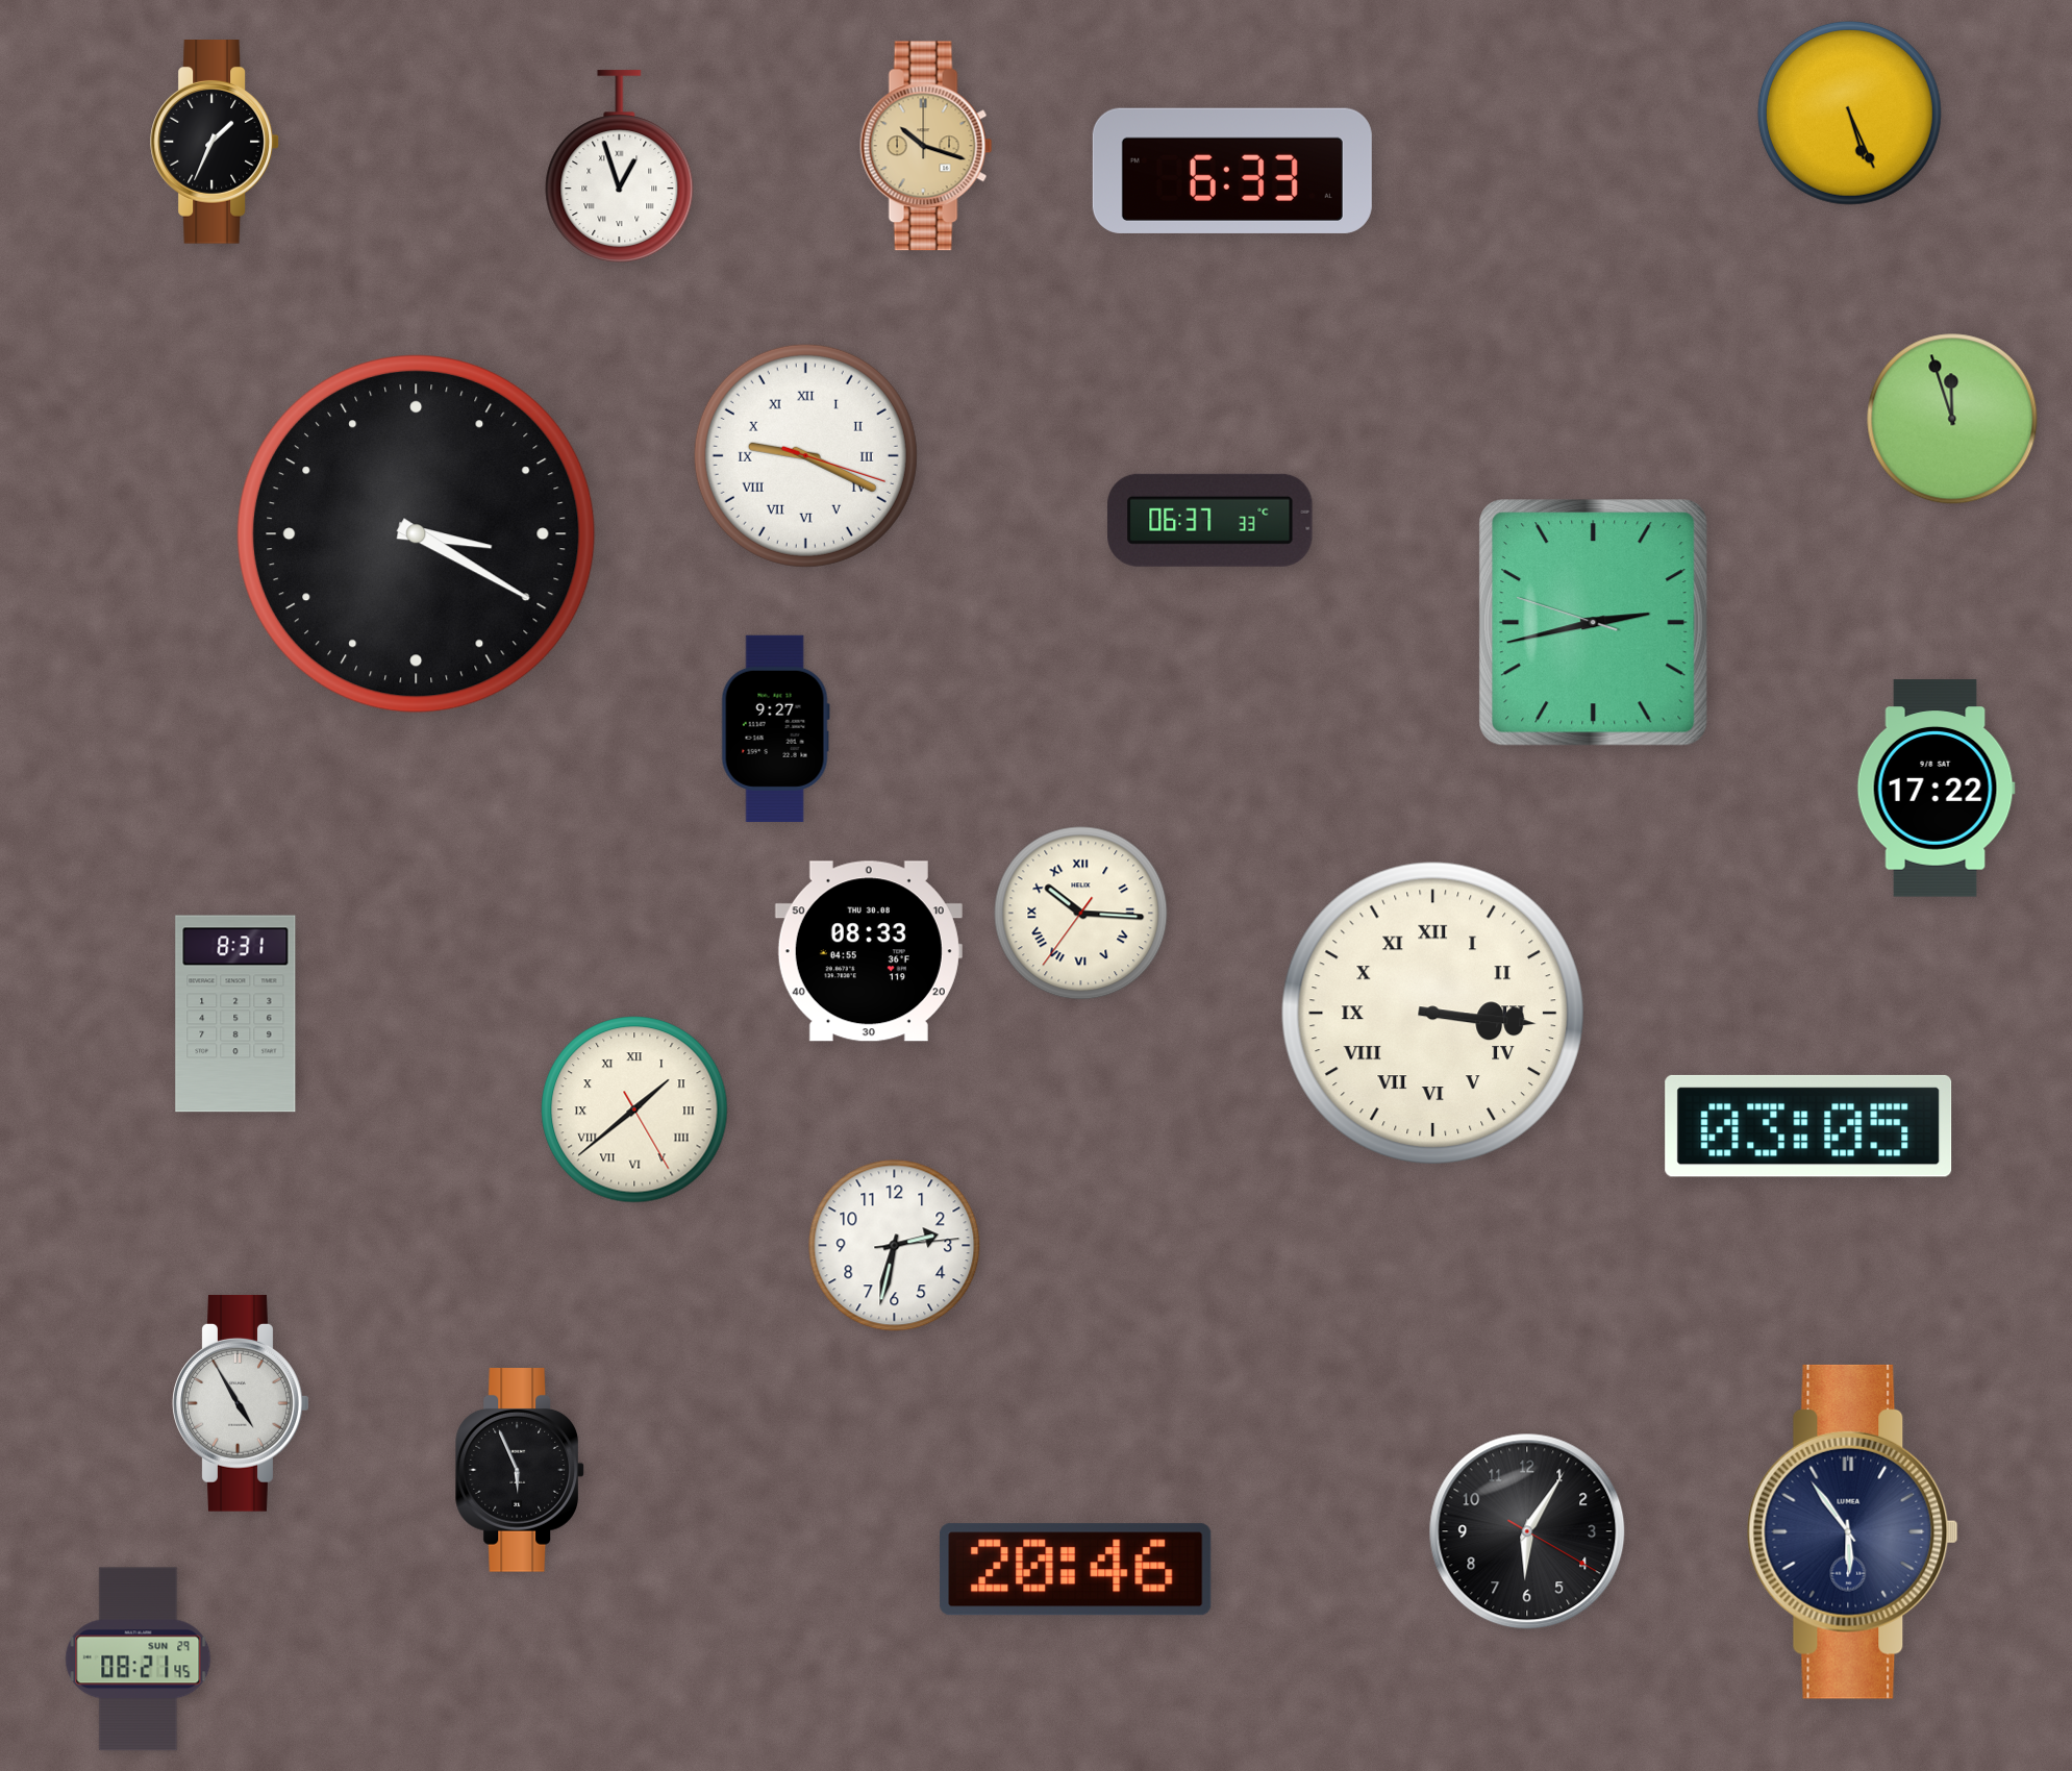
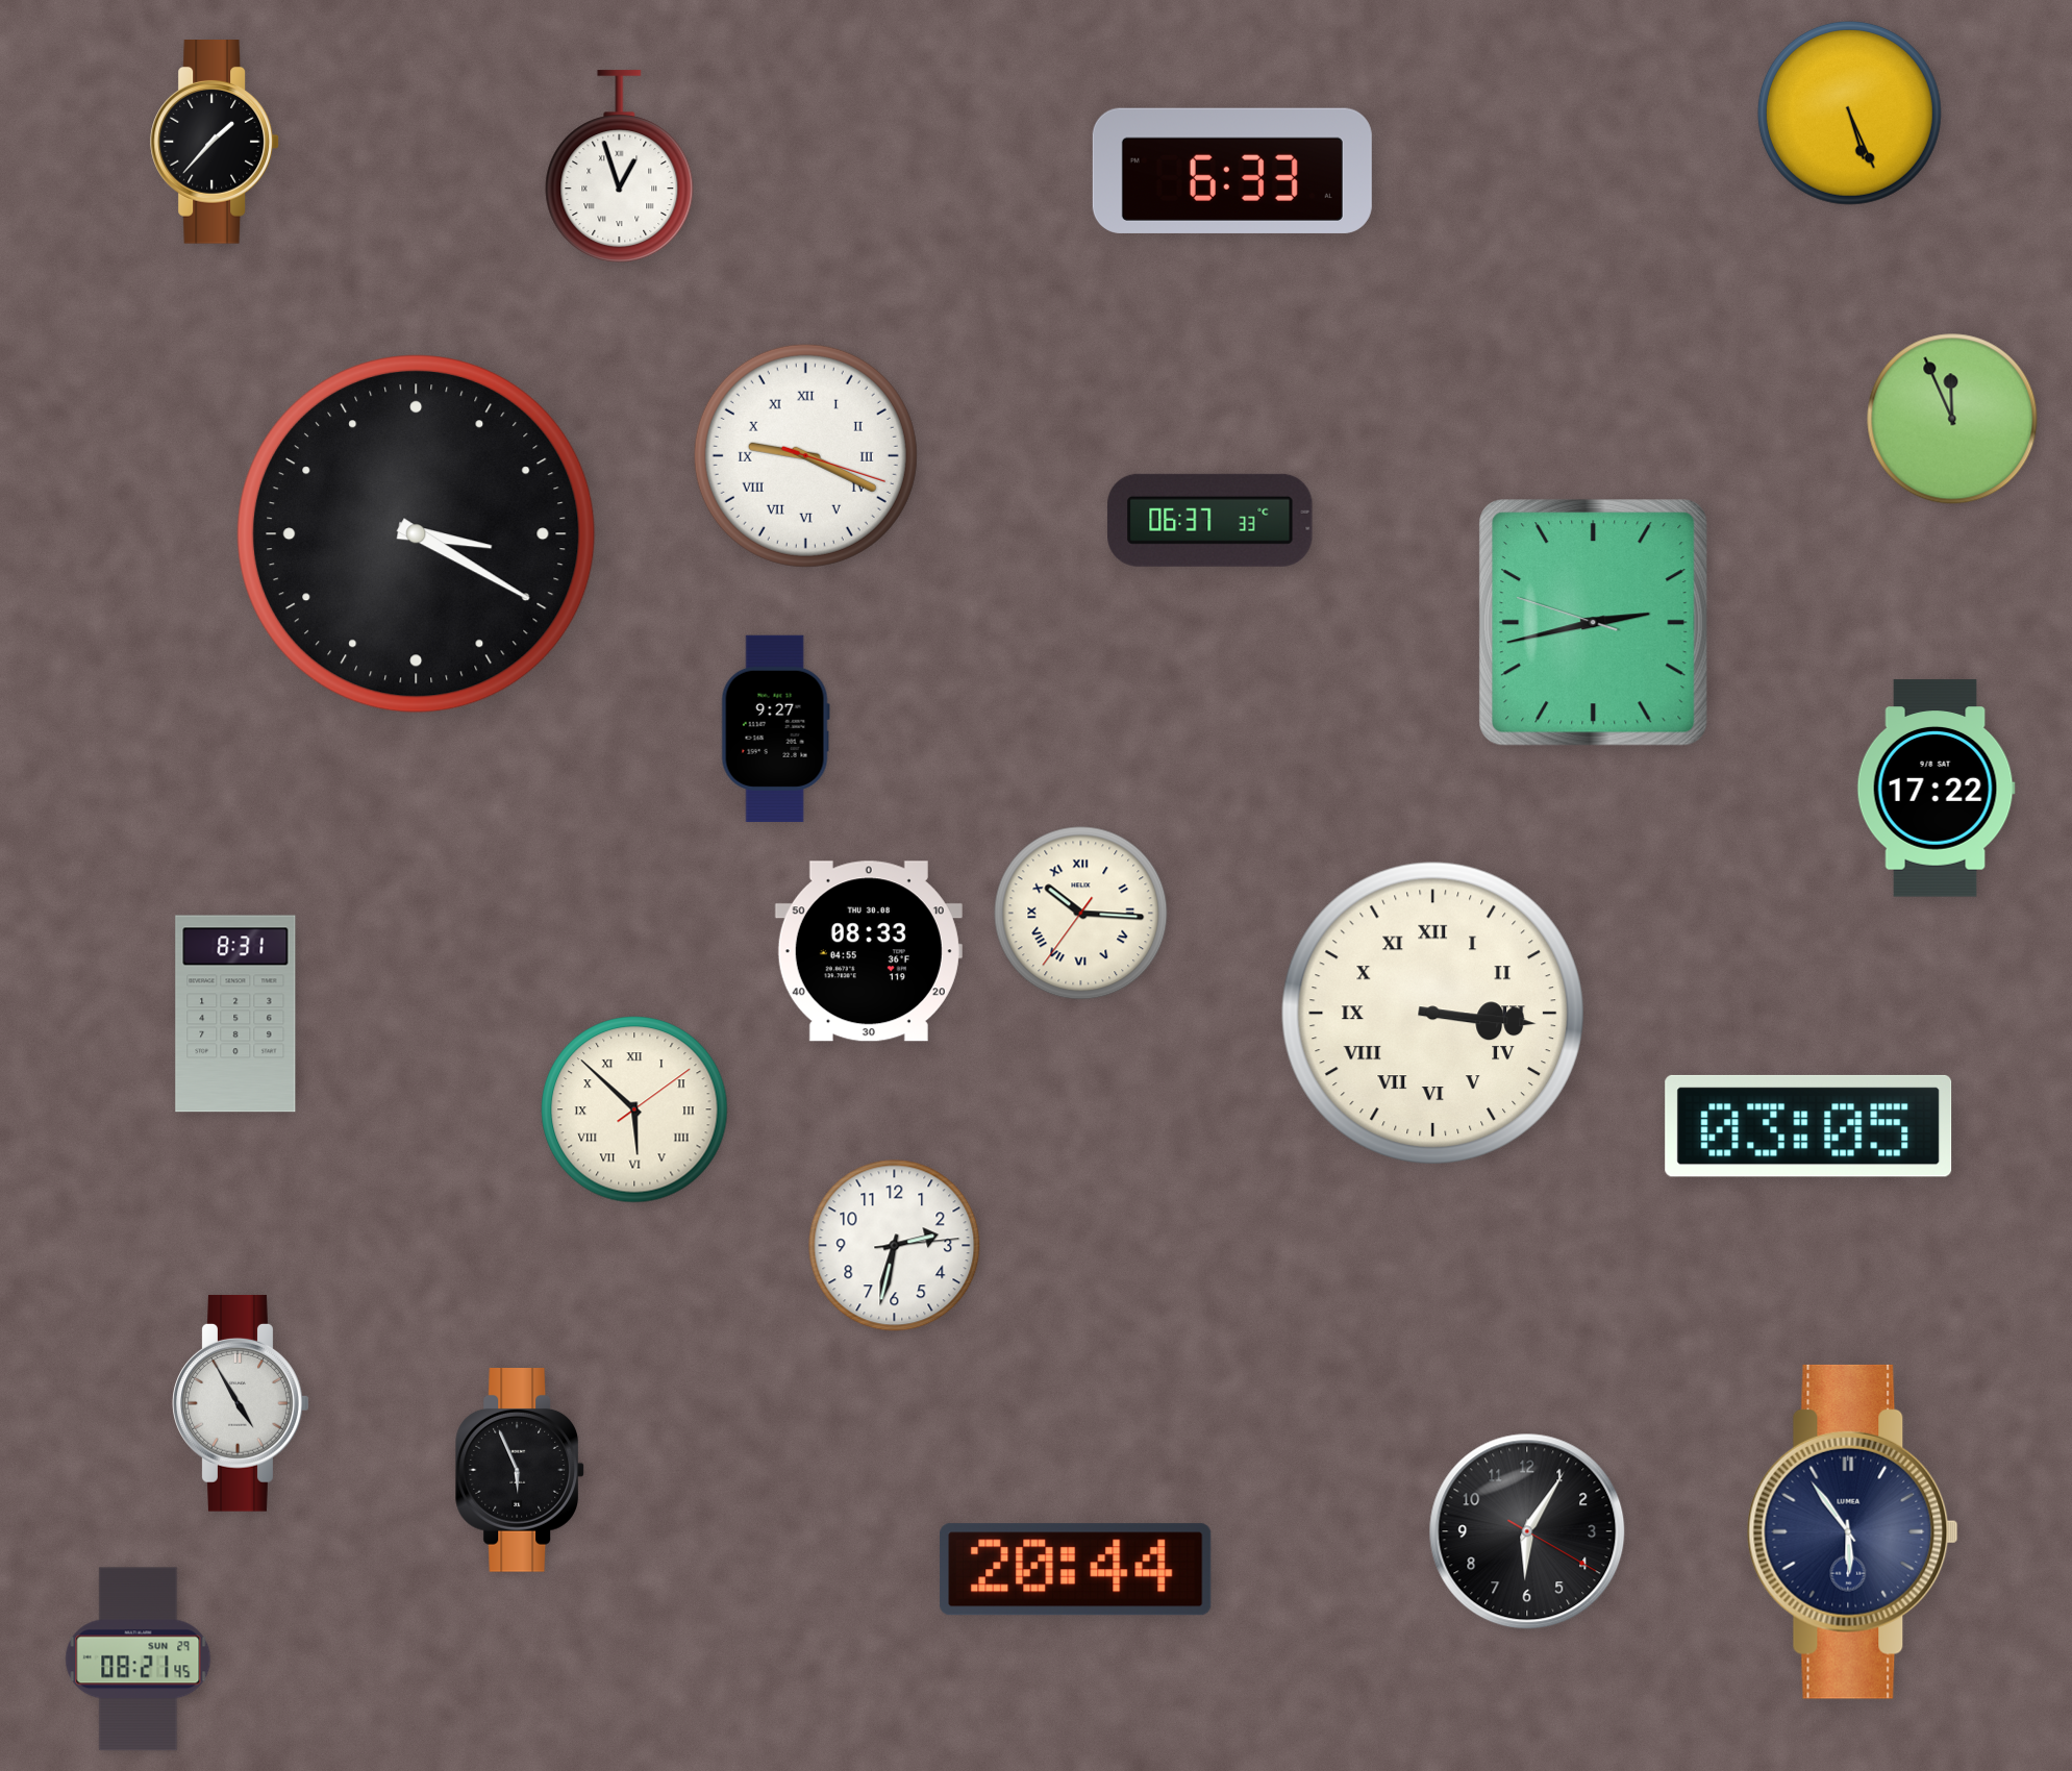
clock at (215, 143): 1:34 -> 1:37
clock at (926, 146): 10:18 -> none
clock at (1952, 419): 11:57 -> 11:56
clock at (634, 1109): 1:38 -> 5:52
clock at (1076, 1570): 20:46 -> 20:44
